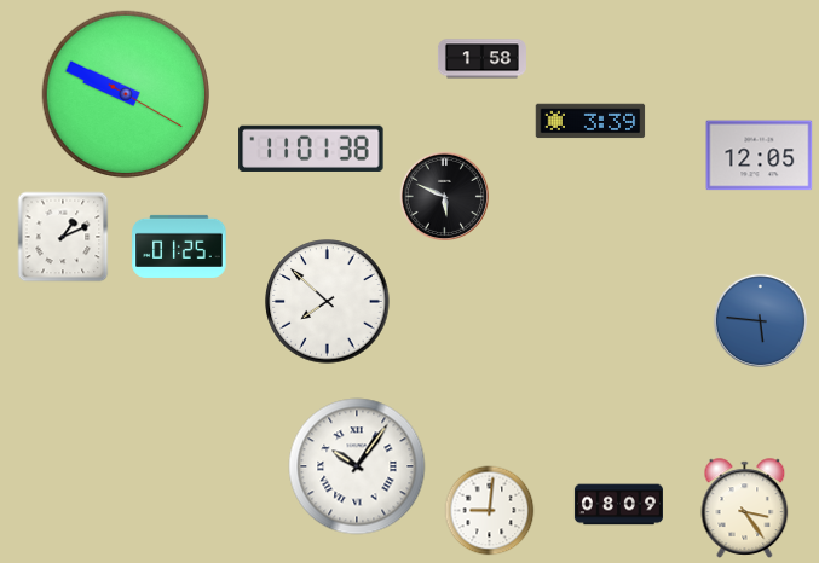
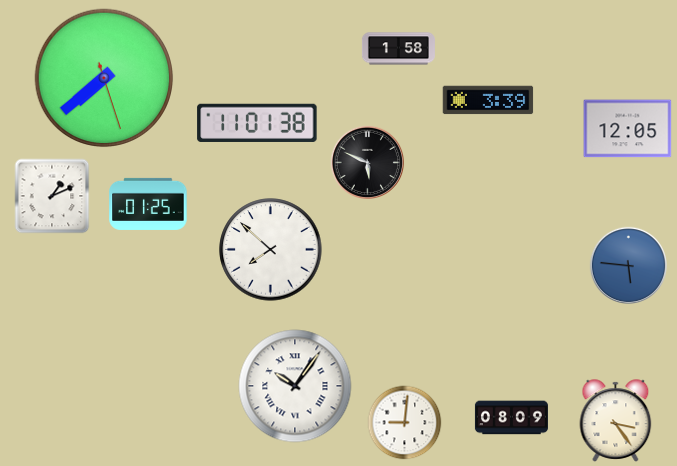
clock at (126, 94): 9:49 -> 7:38
